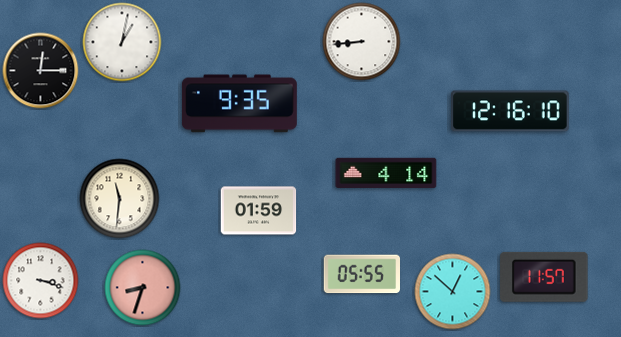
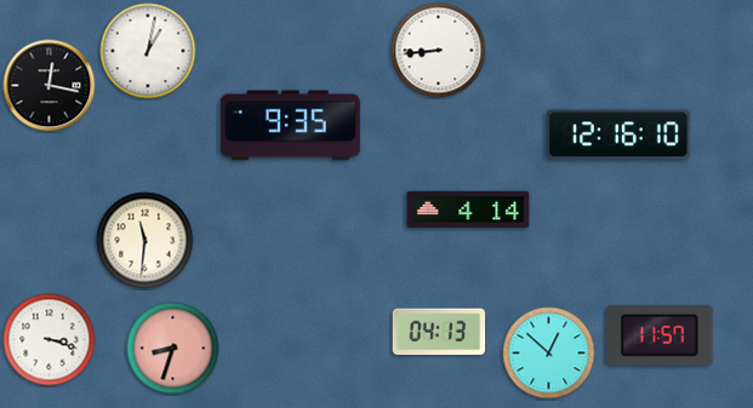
clock at (41, 71): 12:15 -> 12:17
clock at (259, 211): 01:59 -> none
clock at (361, 274): 05:55 -> 04:13
